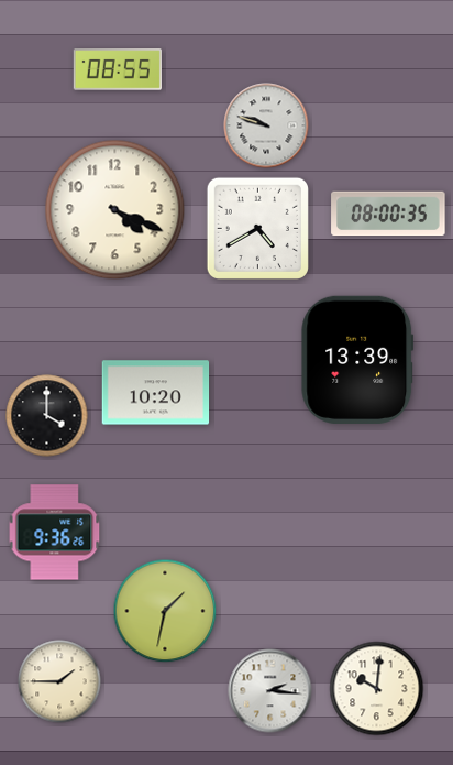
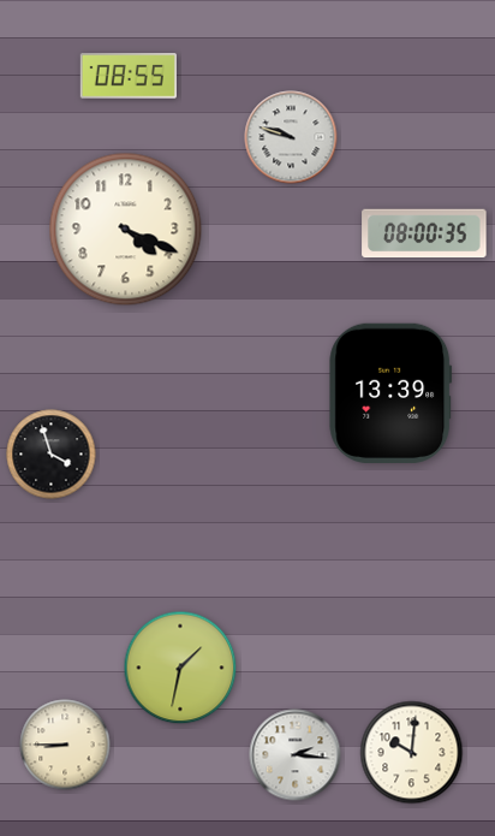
clock at (257, 228): 4:40 -> none
clock at (156, 393): 10:20 -> none
clock at (47, 416): 4:00 -> 3:57
clock at (55, 533): 9:36 -> none
clock at (59, 681): 1:45 -> 8:45
